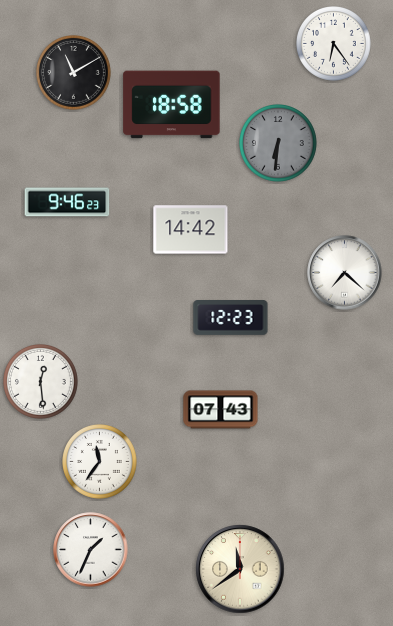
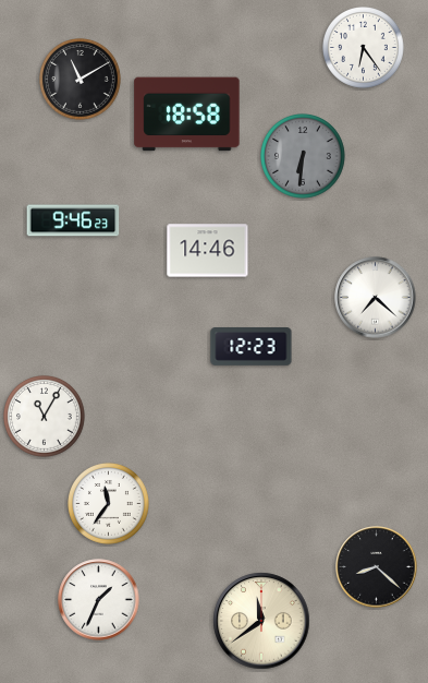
clock at (191, 230): 14:42 -> 14:46
clock at (41, 382): 12:29 -> 11:05
clock at (221, 410): 07:43 -> none
clock at (377, 567): none -> 8:22
